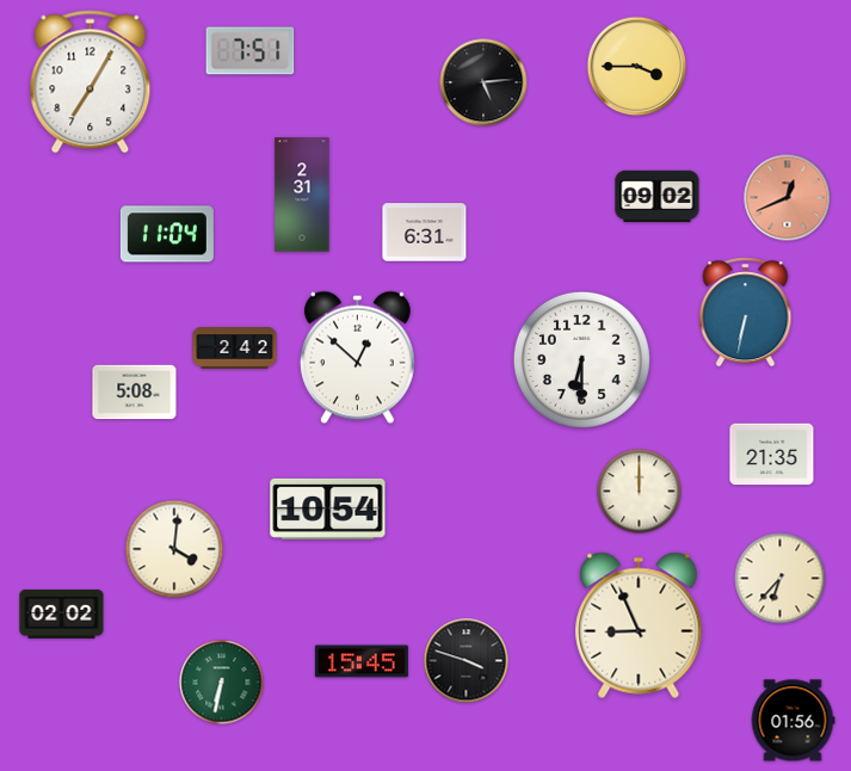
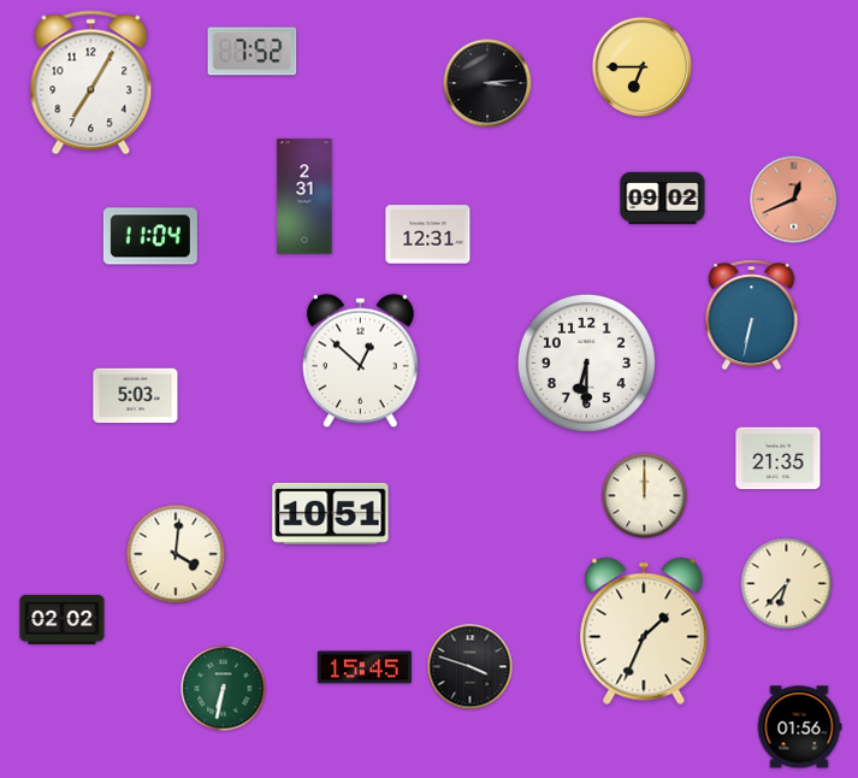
clock at (251, 51): 7:51 -> 7:52
clock at (637, 67): 3:45 -> 6:45
clock at (483, 82): 5:14 -> 3:14
clock at (425, 233): 6:31 -> 12:31
clock at (167, 234) position: (167, 234) -> (150, 236)
clock at (235, 349): 2:42 -> none
clock at (135, 393): 5:08 -> 5:03
clock at (328, 508): 10:54 -> 10:51
clock at (639, 625): 8:56 -> 1:34
